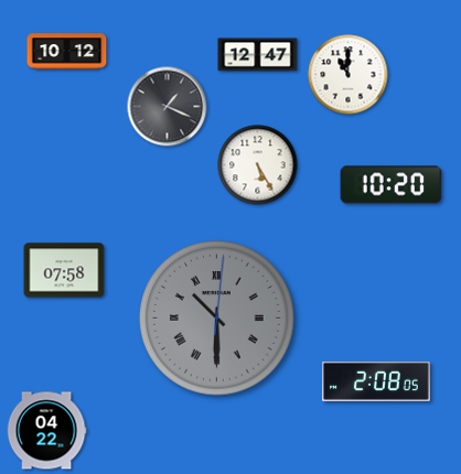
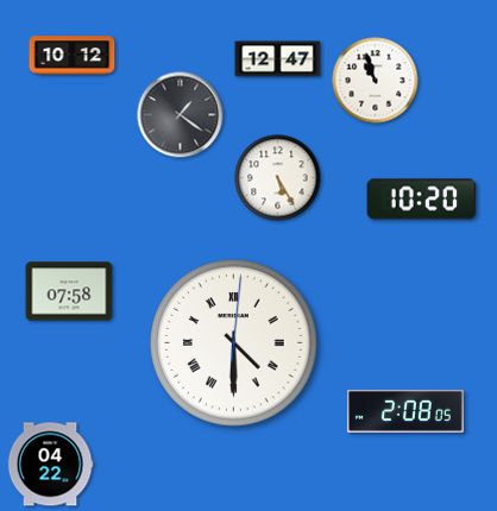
clock at (349, 75): 11:00 -> 10:57
clock at (168, 107): 1:19 -> 1:21
clock at (217, 319): 10:30 -> 4:30
clock at (217, 319) dial: grey -> white
